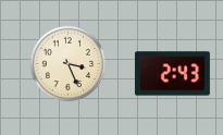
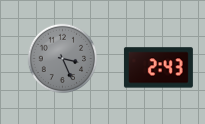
clock at (69, 64) dial: cream -> grey
